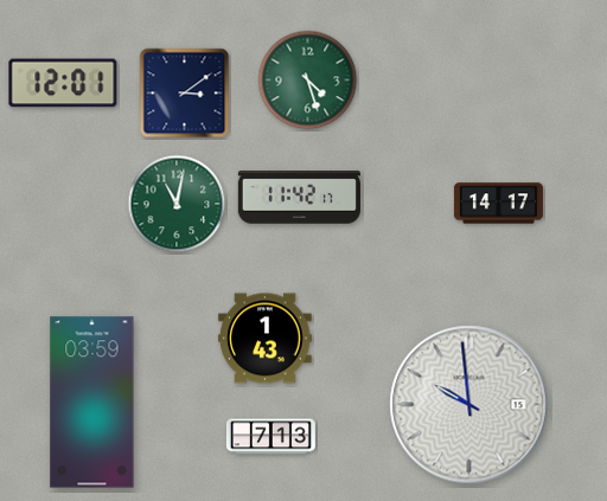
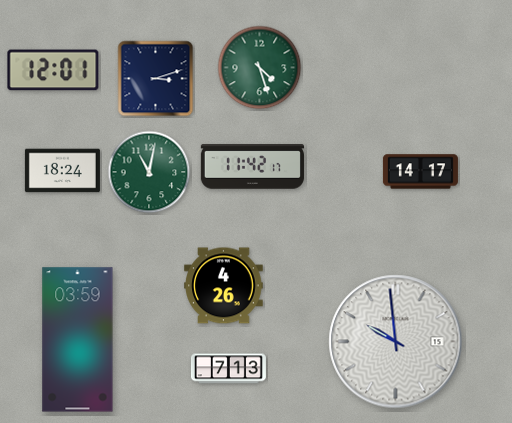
clock at (185, 94): 3:09 -> 3:12
clock at (62, 171): none -> 18:24
clock at (266, 339): 1:43 -> 4:26
